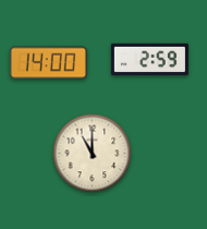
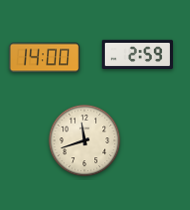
clock at (93, 154): 11:00 -> 11:42
